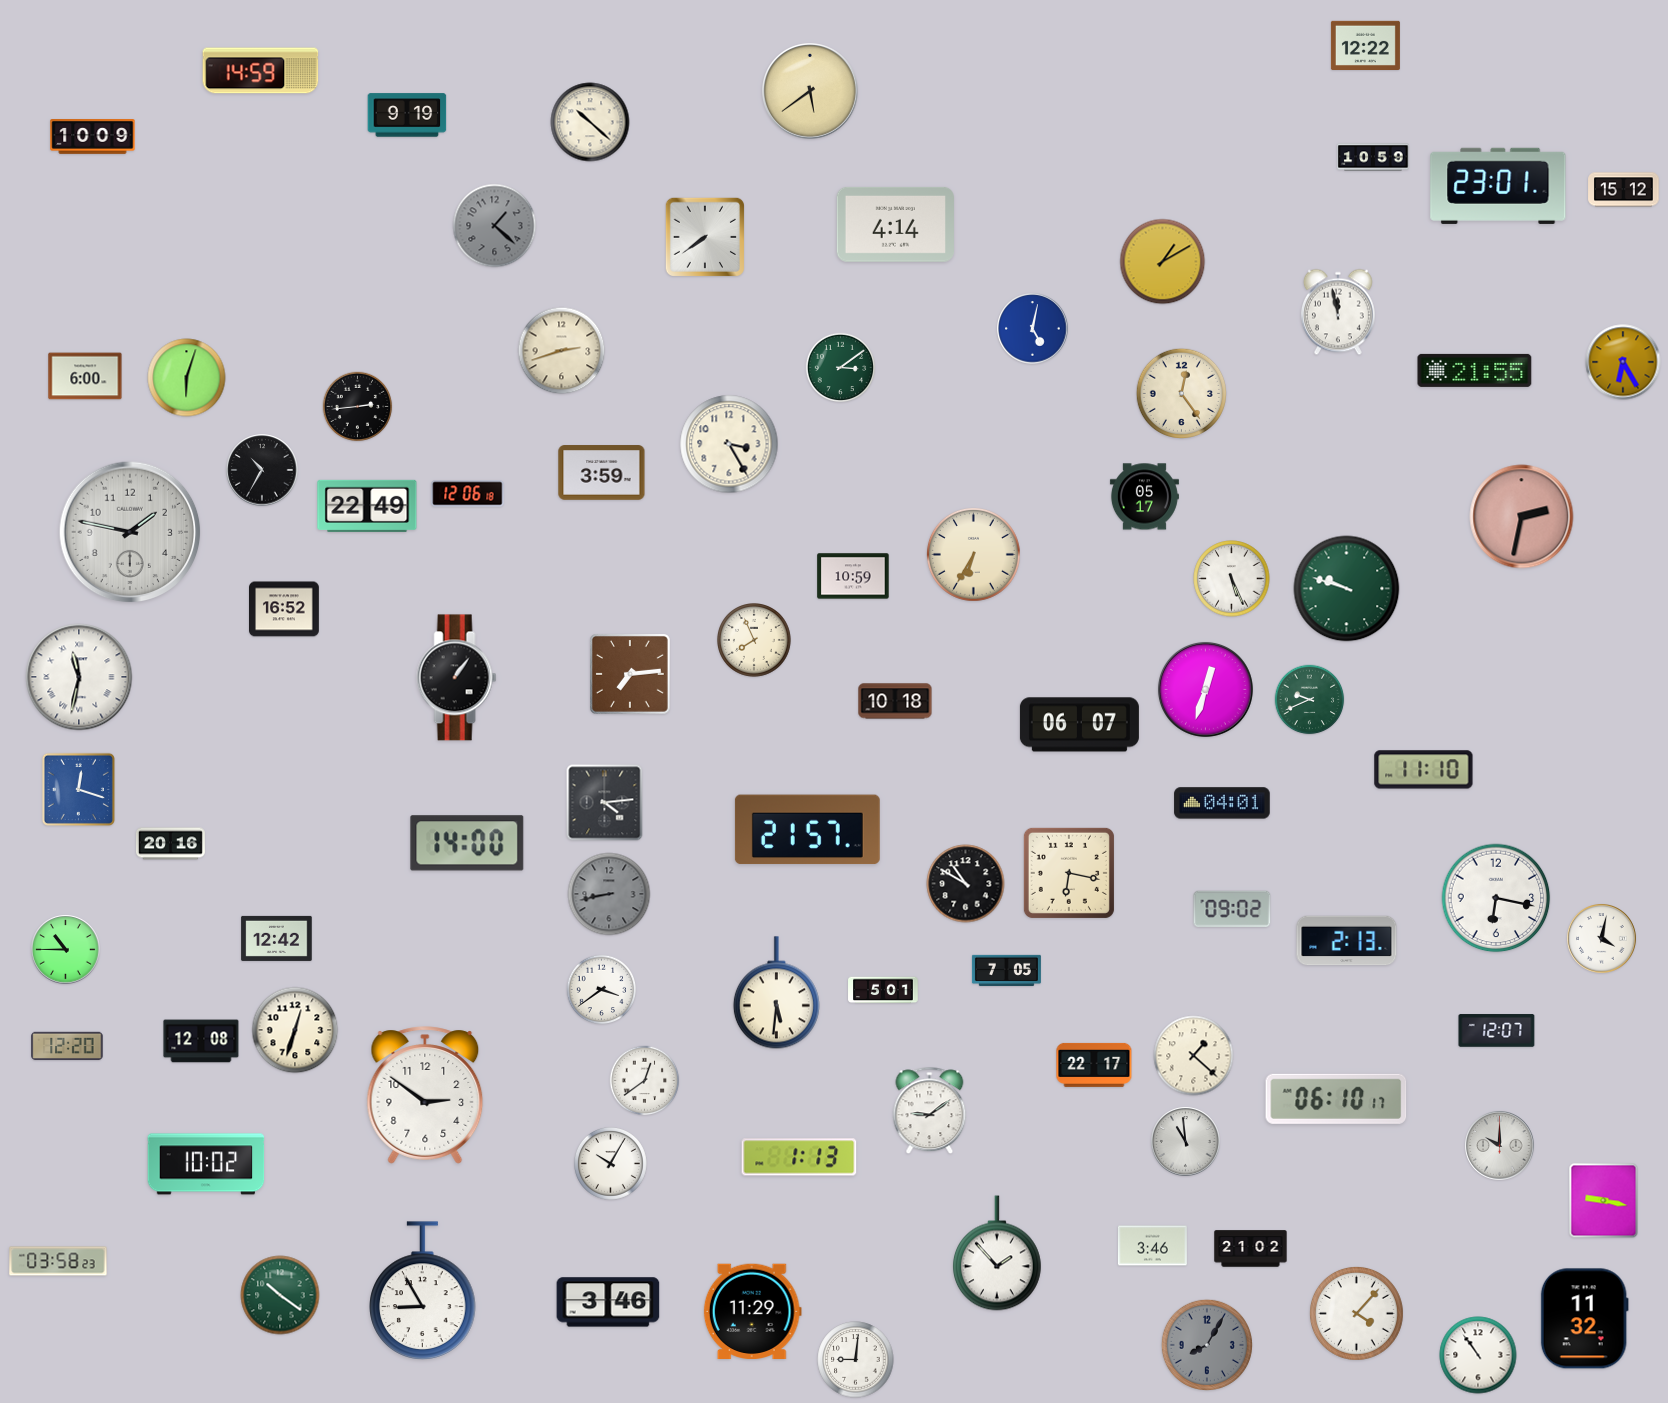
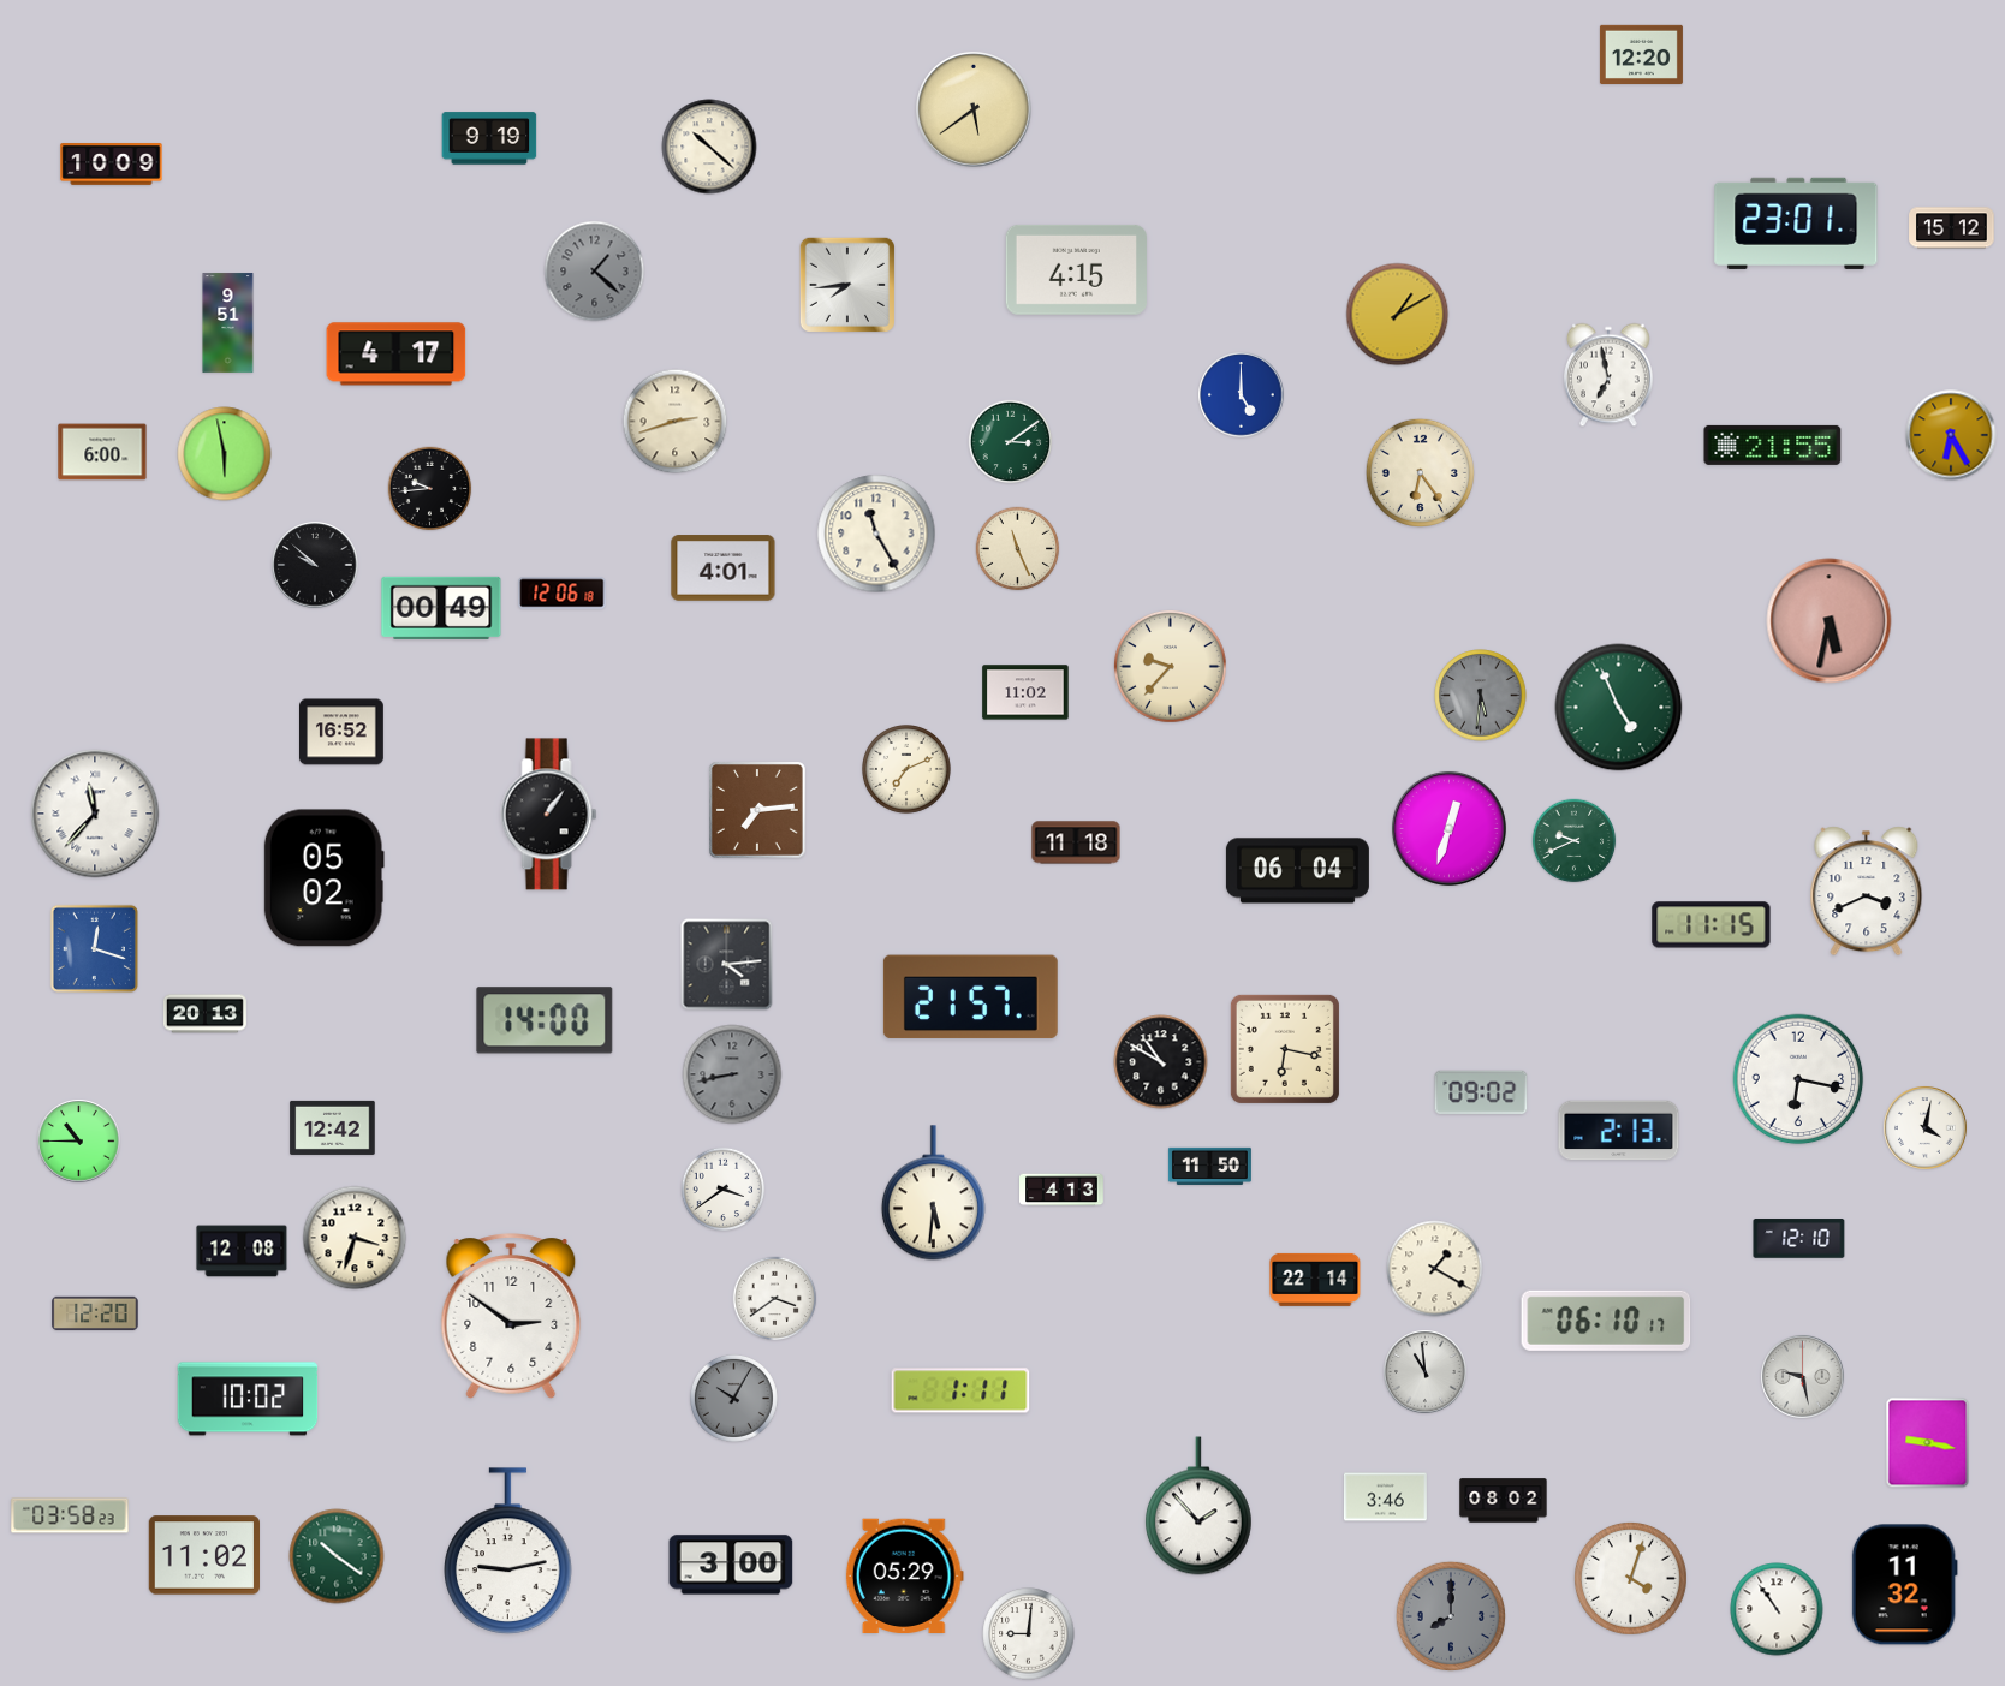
clock at (1365, 45): 12:22 -> 12:20
clock at (261, 71): 14:59 -> none
clock at (1373, 157): 10:59 -> none
clock at (1498, 186) position: (1498, 186) -> (1796, 224)
clock at (895, 224): 4:14 -> 4:15
clock at (704, 236): 7:39 -> 7:44
clock at (228, 323): none -> 9:51
clock at (397, 355): none -> 4:17
clock at (1338, 312): 11:58 -> 6:58
clock at (1033, 329): 5:02 -> 5:00
clock at (187, 378): 6:03 -> 5:58
clock at (1182, 394): 12:24 -> 6:24
clock at (358, 407): 2:44 -> 9:44
clock at (729, 444): 3:25 -> 11:25
clock at (1018, 549): none -> 11:26
clock at (262, 470): 10:35 -> 9:52
clock at (602, 473): 3:59 -> 4:01
clock at (1144, 497): 05:17 -> none
clock at (367, 506): 22:49 -> 00:49
clock at (1522, 517): 2:32 -> 5:32
clock at (130, 532): 1:47 -> none
clock at (973, 554): 6:35 -> 9:37
clock at (853, 576): 10:59 -> 11:02
clock at (1232, 579): 5:26 -> 5:31
clock at (1232, 579) dial: white -> grey
clock at (1347, 589): 9:48 -> 4:56
clock at (755, 641): 7:56 -> 7:11
clock at (79, 677): 11:32 -> 11:37
clock at (895, 701): 10:18 -> 11:18
clock at (1079, 725): 06:07 -> 06:04
clock at (323, 878): none -> 05:02
clock at (1867, 892): none -> 3:41
clock at (1424, 770): 11:10 -> 11:15
clock at (1222, 803): 04:01 -> none
clock at (467, 843) position: (467, 843) -> (545, 1020)
clock at (170, 844): 20:16 -> 20:13
clock at (1006, 970): 7:05 -> 11:50
clock at (883, 990): 5:01 -> 4:13
clock at (295, 1030): 12:33 -> 3:33
clock at (1497, 1031): 12:07 -> 12:10
clock at (67, 1046) position: (67, 1046) -> (95, 1313)
clock at (1194, 1056): 1:22 -> 1:20
clock at (1094, 1065): 22:17 -> 22:14
clock at (645, 1081): 12:39 -> 3:39
clock at (930, 1111): 9:09 -> none
clock at (1500, 1146): 10:00 -> 9:28
clock at (799, 1157): 1:13 -> 1:11
clock at (610, 1163) dial: white -> grey
clock at (1251, 1249): 21:02 -> 08:02
clock at (423, 1291): 8:55 -> 9:13
clock at (203, 1555): none -> 11:02
clock at (608, 1302): 3:46 -> 3:00
clock at (752, 1311): 11:29 -> 05:29
clock at (1356, 1313): 4:07 -> 4:03
clock at (1207, 1345): 8:05 -> 8:00
clock at (1478, 1355) position: (1478, 1355) -> (1777, 1609)
